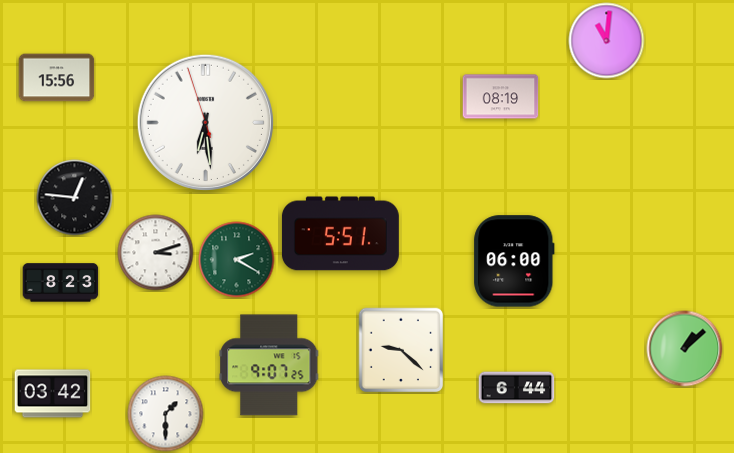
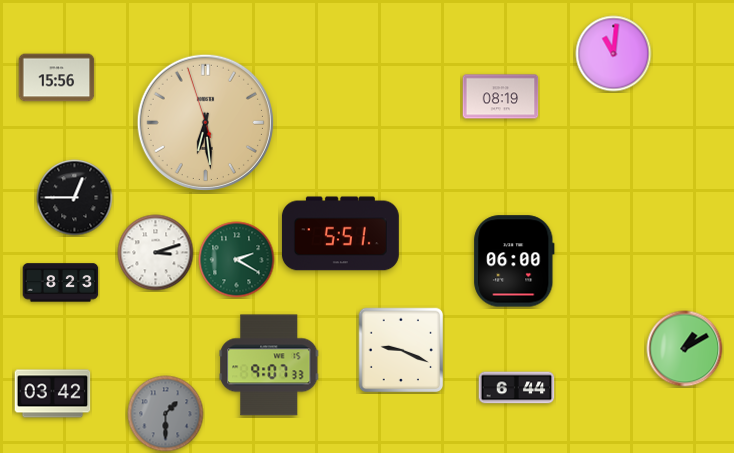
clock at (607, 41) position: (607, 41) -> (614, 54)
clock at (205, 122) dial: white -> champagne
clock at (75, 198): 12:46 -> 12:45
clock at (685, 349): 1:08 -> 1:10
clock at (401, 350): 9:22 -> 9:19
clock at (269, 365): 9:07:25 -> 9:07:33
clock at (166, 414) dial: white -> grey
